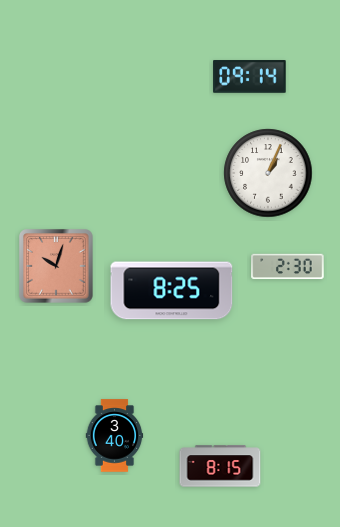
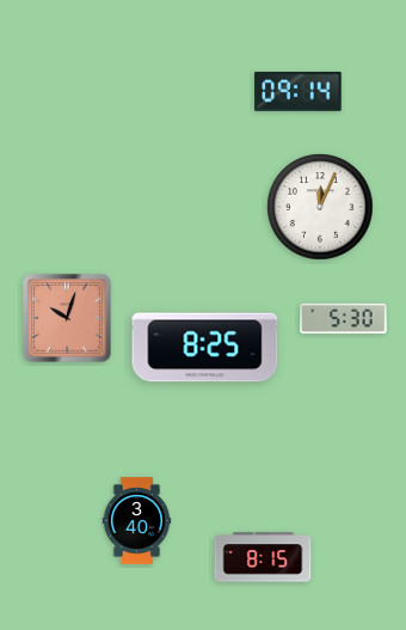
clock at (268, 173): 1:04 -> 12:04
clock at (288, 267): 2:30 -> 5:30
